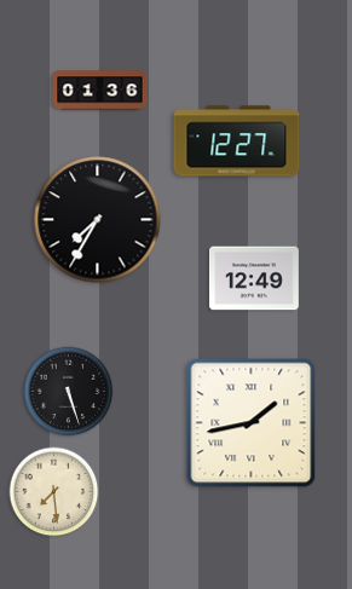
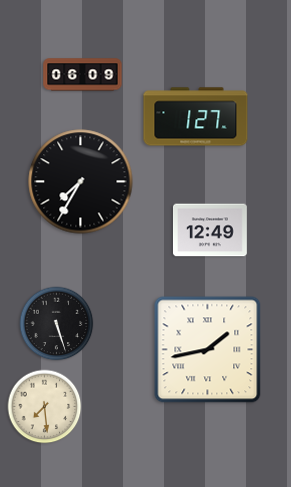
clock at (100, 91): 01:36 -> 06:09
clock at (237, 142): 12:27 -> 1:27
